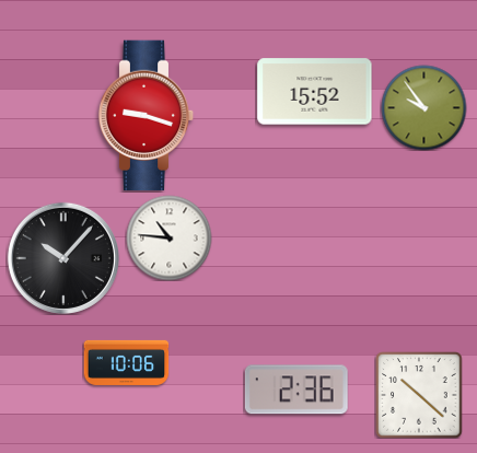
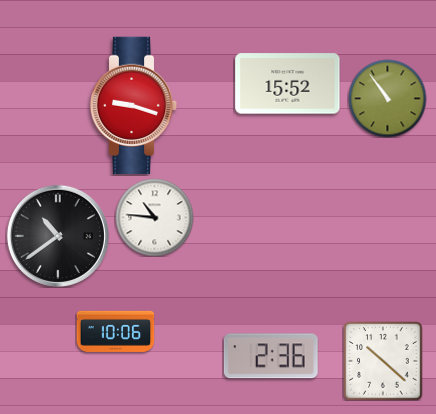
clock at (423, 107): 9:54 -> 10:54
clock at (63, 258): 10:07 -> 10:39
